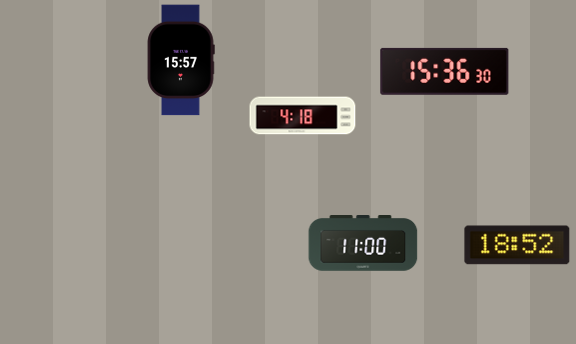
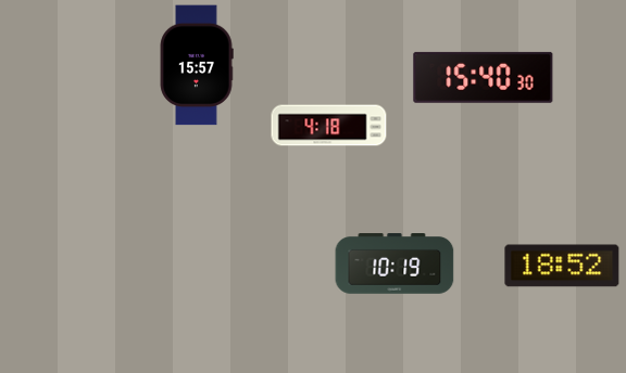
clock at (445, 71): 15:36 -> 15:40
clock at (363, 244): 11:00 -> 10:19
